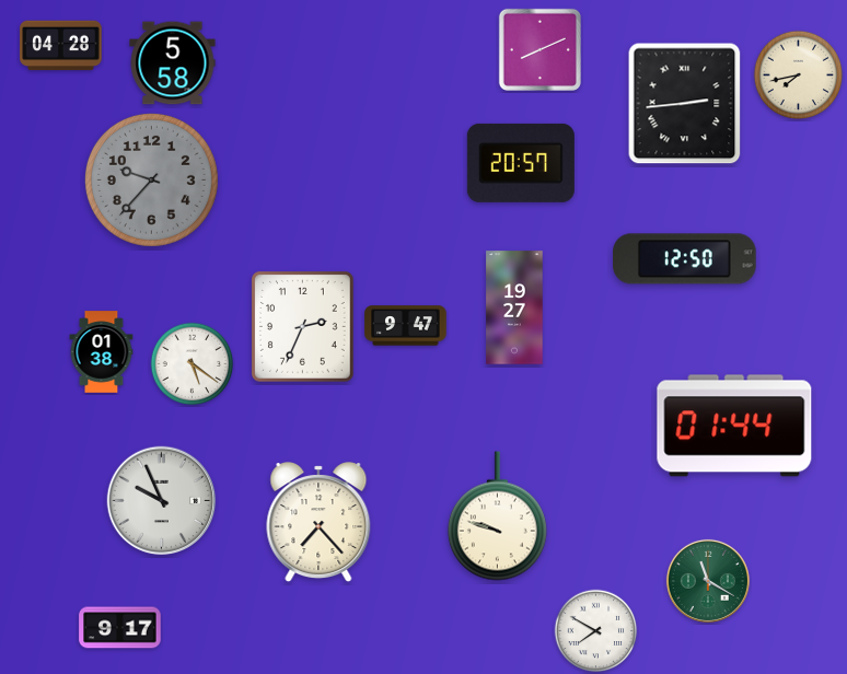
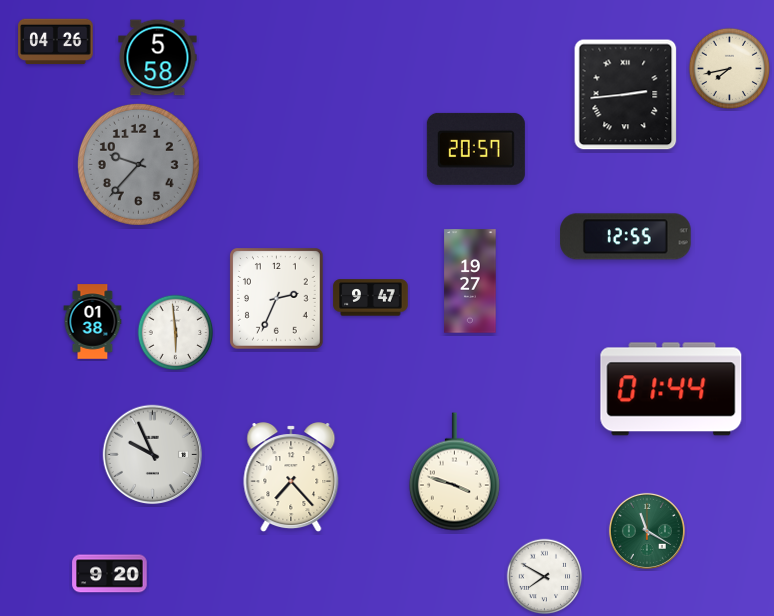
clock at (61, 46): 04:28 -> 04:26
clock at (539, 49): 8:11 -> none
clock at (685, 259): 12:50 -> 12:55
clock at (193, 364): 5:21 -> 5:59
clock at (162, 501) position: (162, 501) -> (153, 455)
clock at (497, 516): 9:48 -> 3:48
clock at (120, 628): 9:17 -> 9:20
